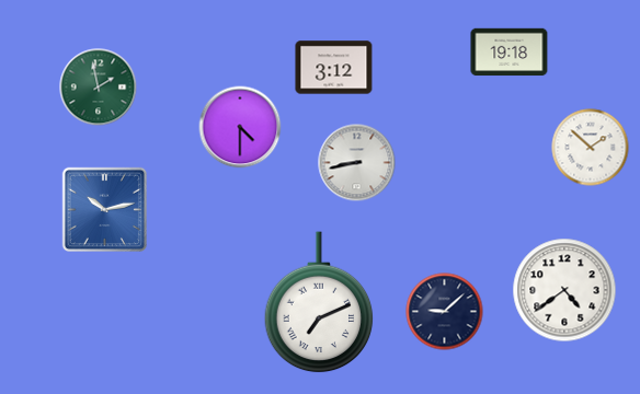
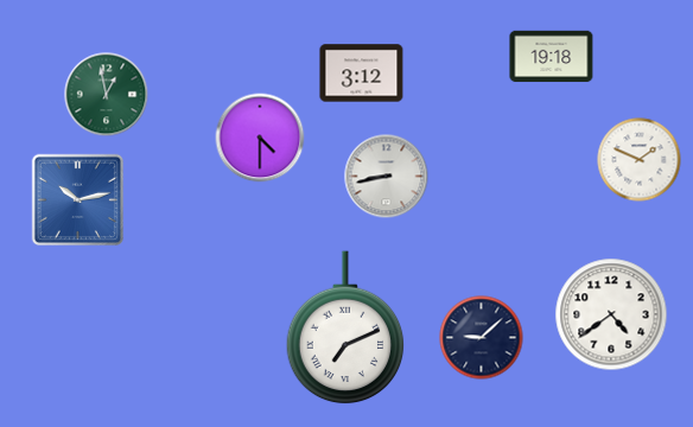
clock at (99, 88): 1:58 -> 12:58
clock at (591, 148): 1:52 -> 1:49
clock at (104, 209) position: (104, 209) -> (77, 199)
